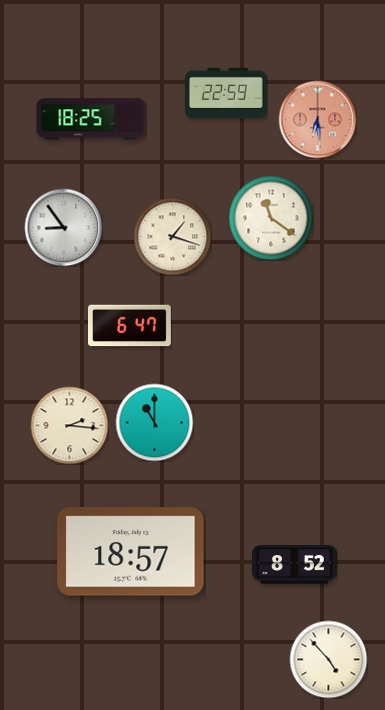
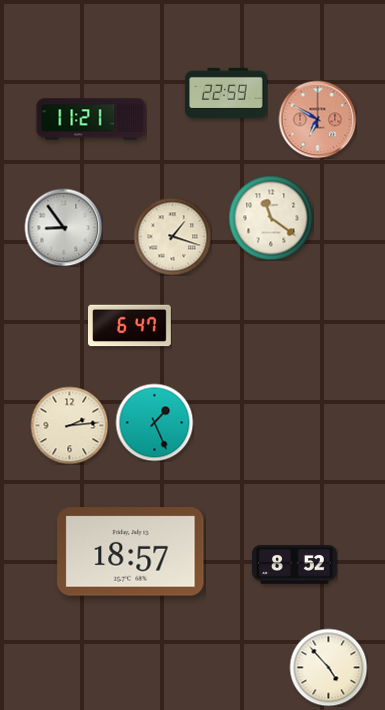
clock at (91, 119): 18:25 -> 11:21
clock at (317, 119): 6:29 -> 6:50
clock at (154, 422): 11:00 -> 1:26
clock at (69, 425): 2:16 -> 2:14
clock at (328, 659) position: (328, 659) -> (328, 667)
